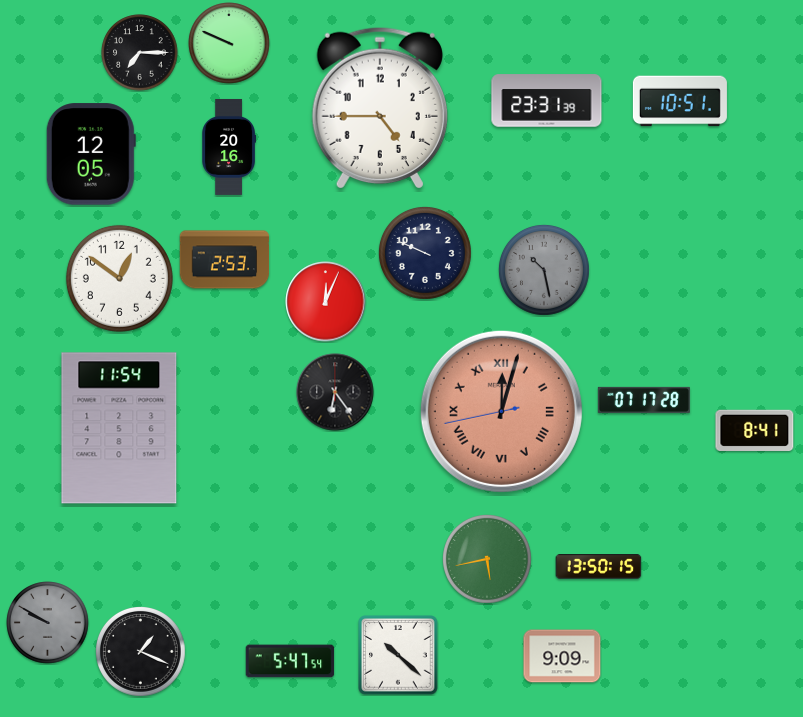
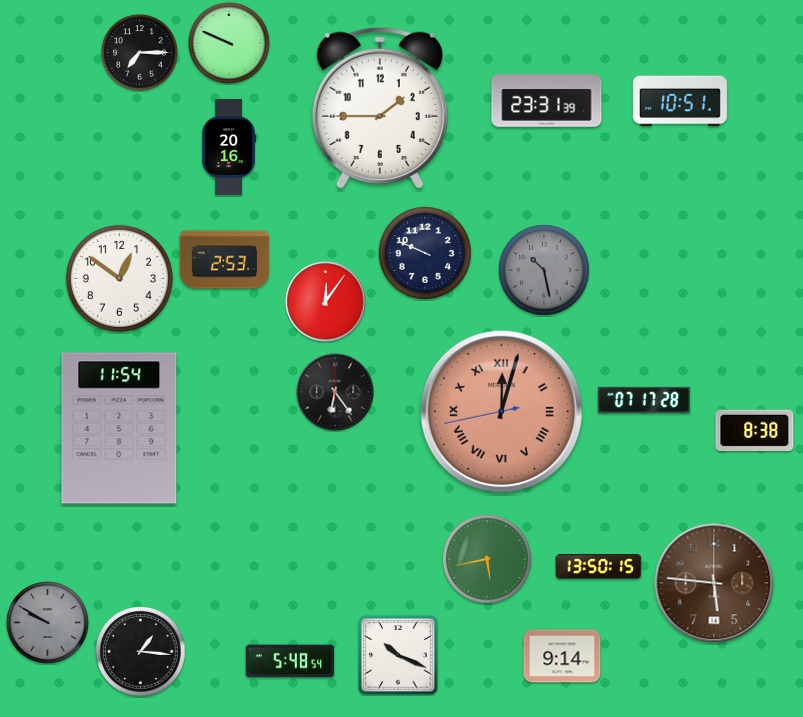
clock at (380, 108): 4:45 -> 1:45
clock at (91, 154): 12:05 -> none
clock at (326, 302): 12:04 -> 12:06
clock at (755, 430): 8:41 -> 8:38
clock at (714, 583): none -> 5:46
clock at (141, 652): 1:19 -> 1:16
clock at (398, 655): 10:22 -> 10:19
clock at (562, 656): 9:09 -> 9:14
clock at (290, 661): 5:47 -> 5:48
